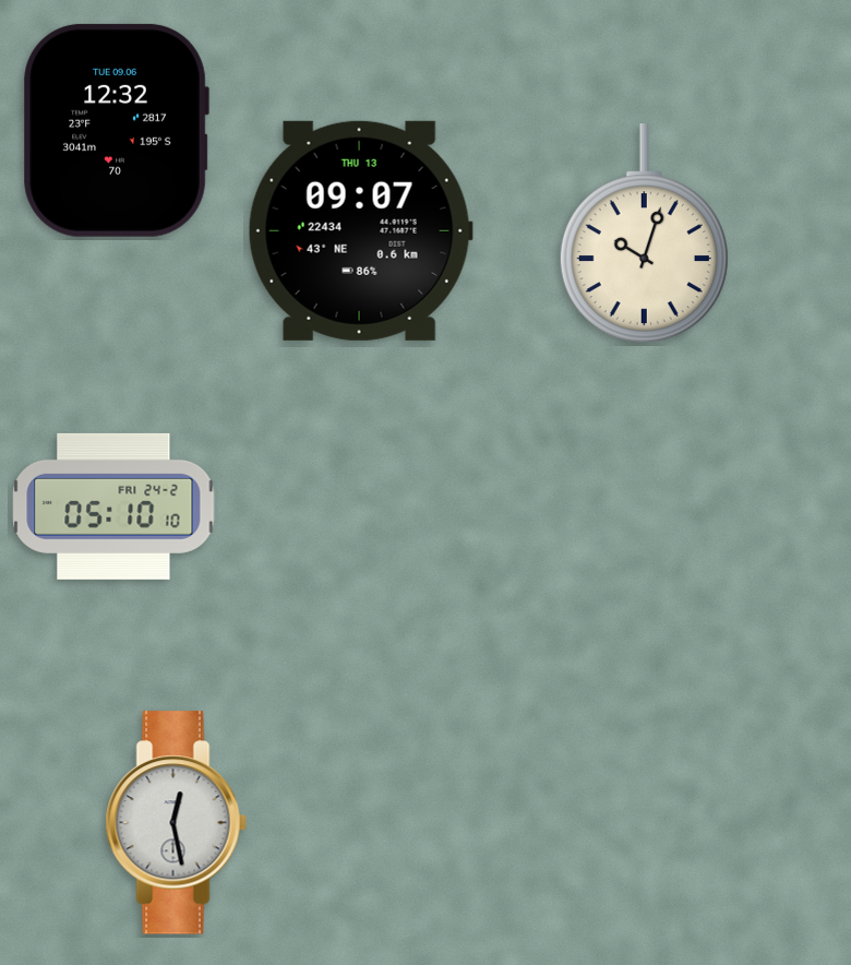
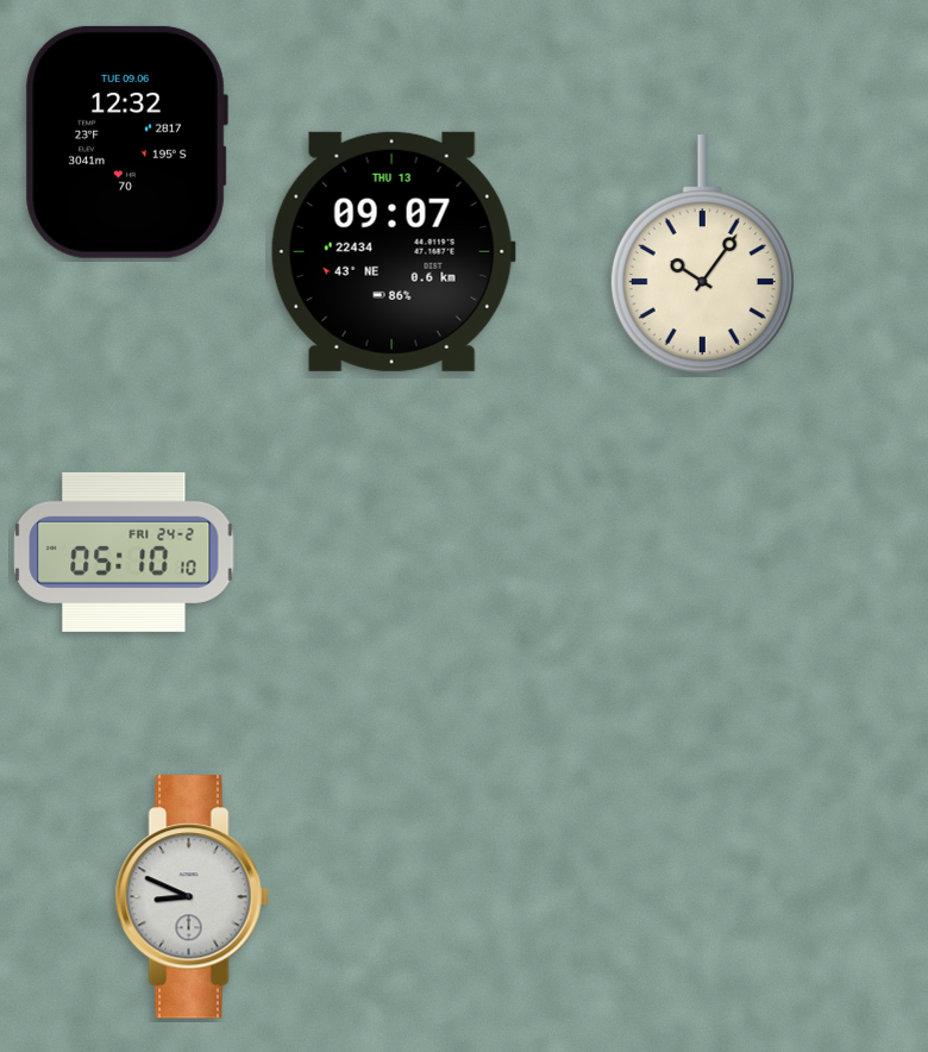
clock at (644, 235): 10:03 -> 10:06
clock at (176, 823): 12:28 -> 8:49
